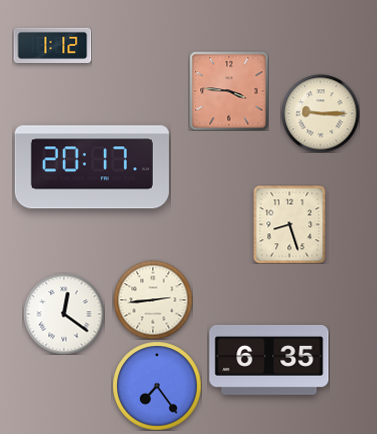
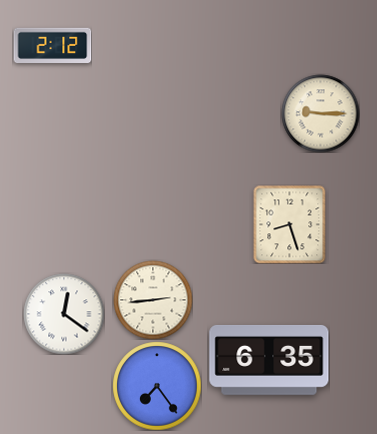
clock at (52, 46): 1:12 -> 2:12
clock at (229, 91): 3:46 -> none
clock at (92, 167): 20:17 -> none
